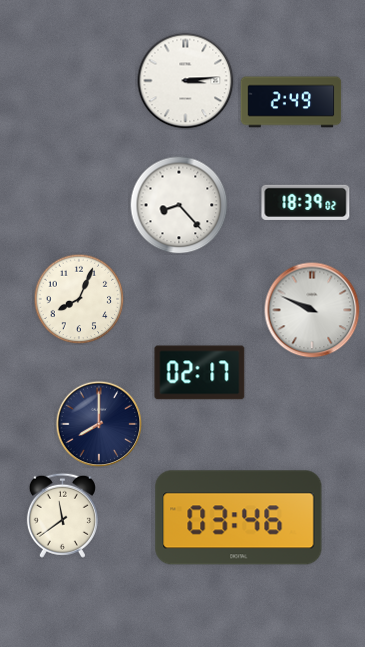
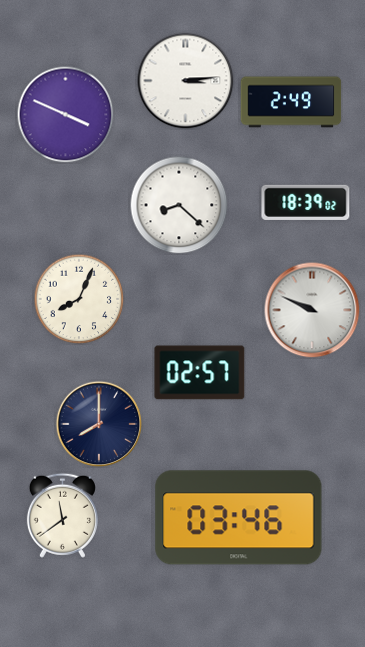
clock at (65, 114): none -> 3:49
clock at (179, 205): 8:23 -> 8:22
clock at (200, 373): 02:17 -> 02:57
